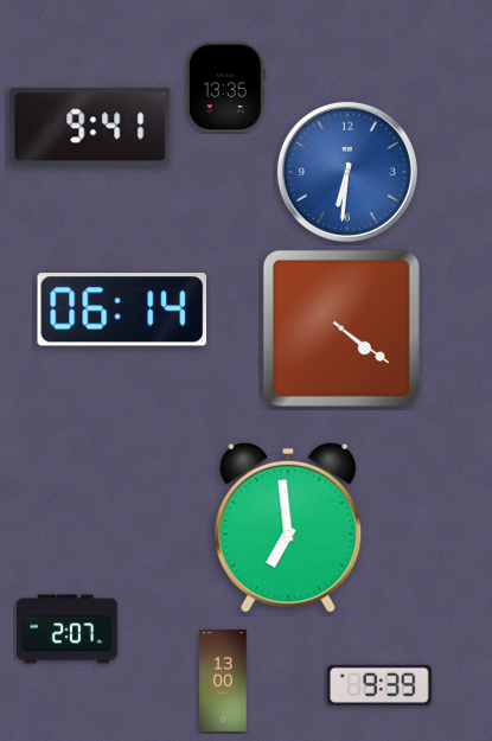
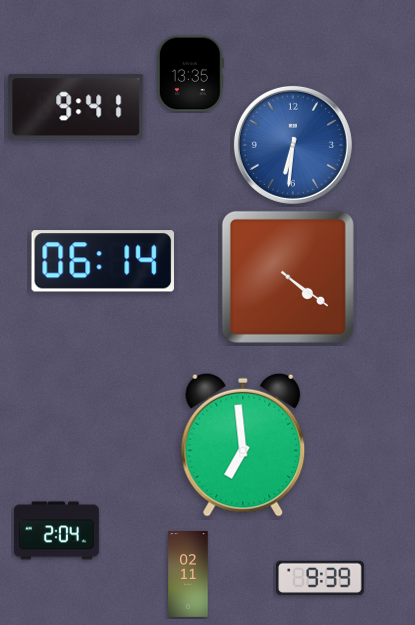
clock at (66, 630): 2:07 -> 2:04
clock at (223, 682): 13:00 -> 02:11
